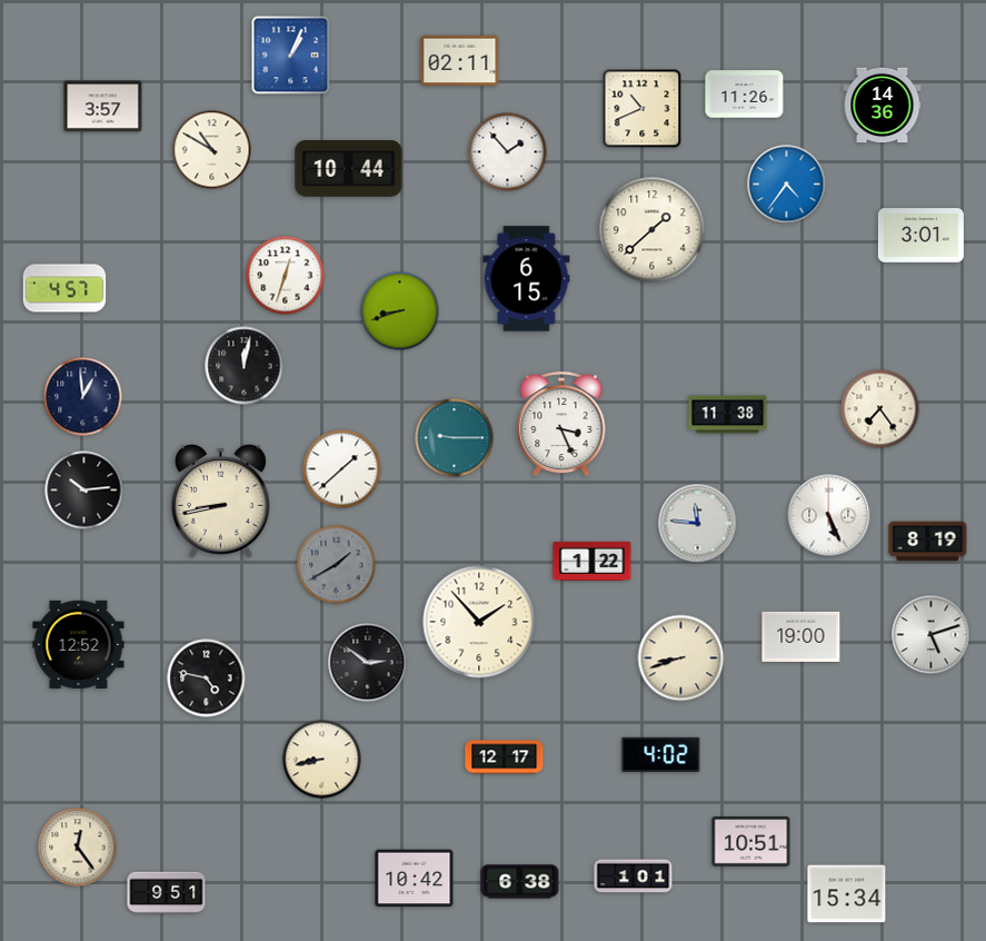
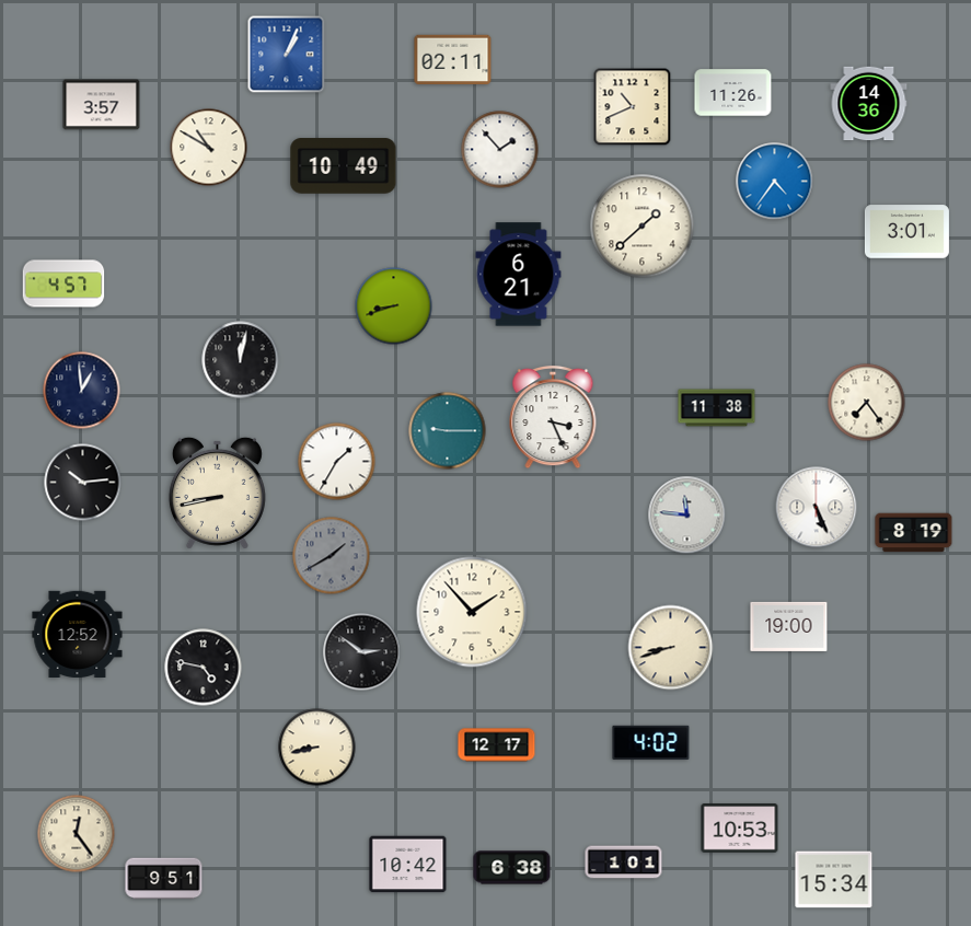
clock at (349, 169): 10:44 -> 10:49
clock at (286, 276): 12:33 -> none
clock at (527, 279): 6:15 -> 6:21
clock at (342, 469): 1:38 -> 1:35
clock at (592, 561): 1:22 -> none
clock at (932, 635): 5:12 -> none
clock at (751, 842): 10:51 -> 10:53
